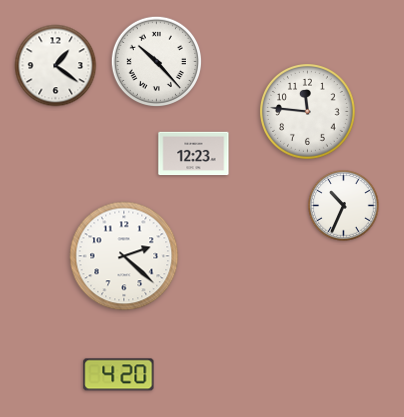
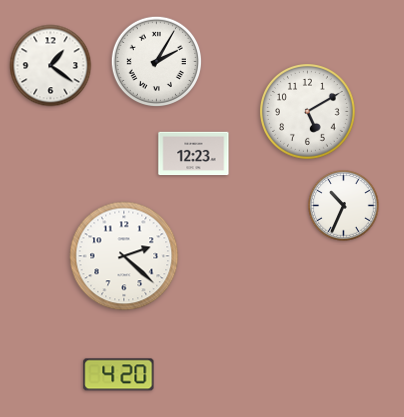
clock at (156, 61): 10:23 -> 2:05
clock at (56, 66) position: (56, 66) -> (51, 66)
clock at (308, 112): 11:46 -> 5:10
